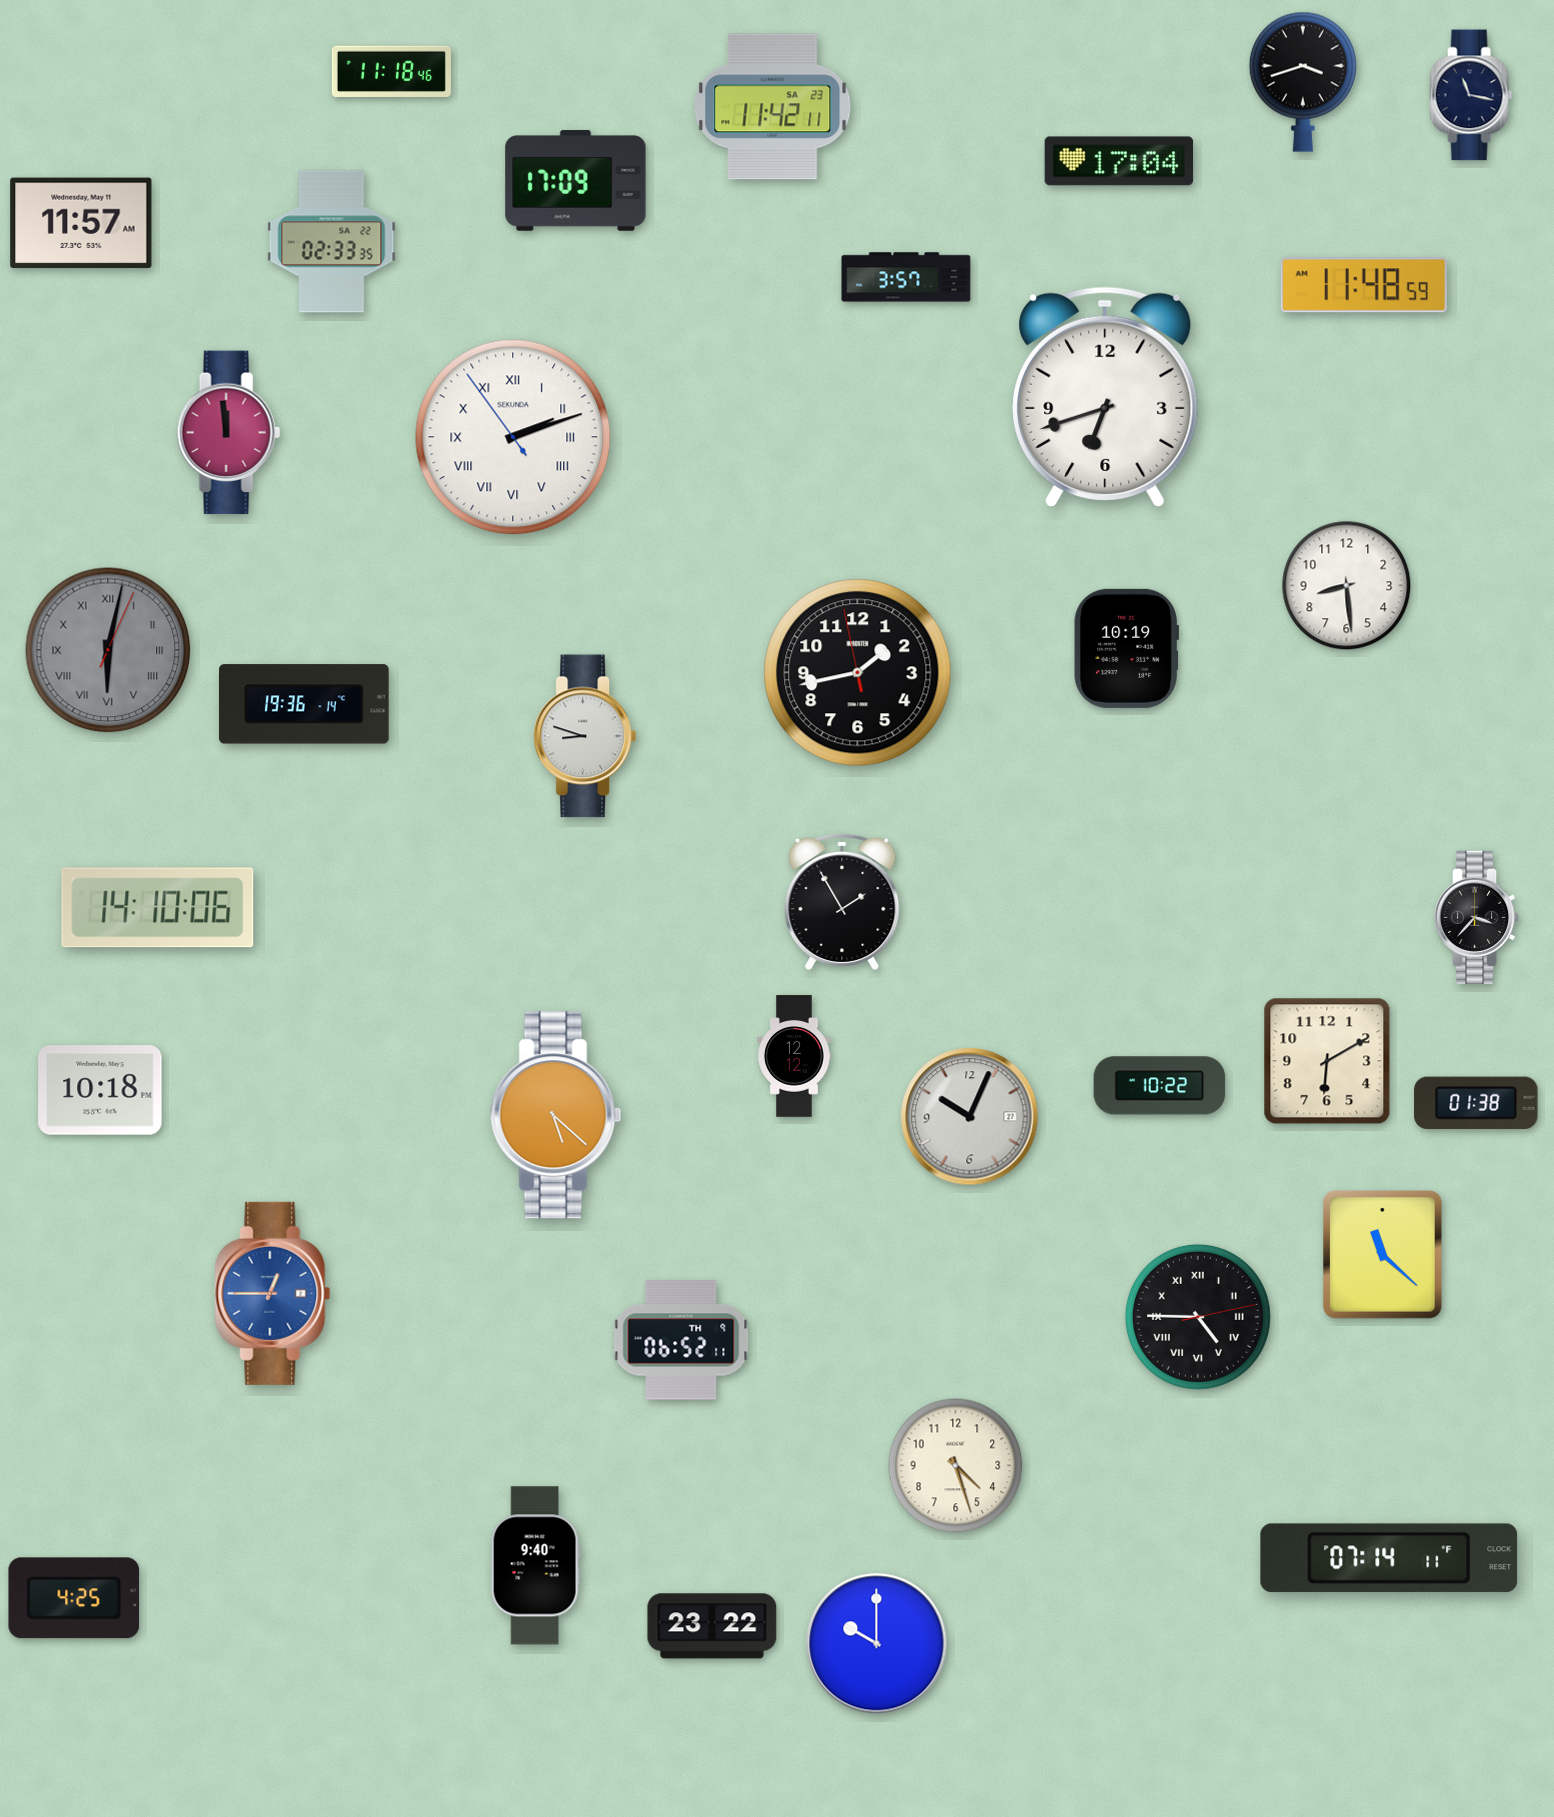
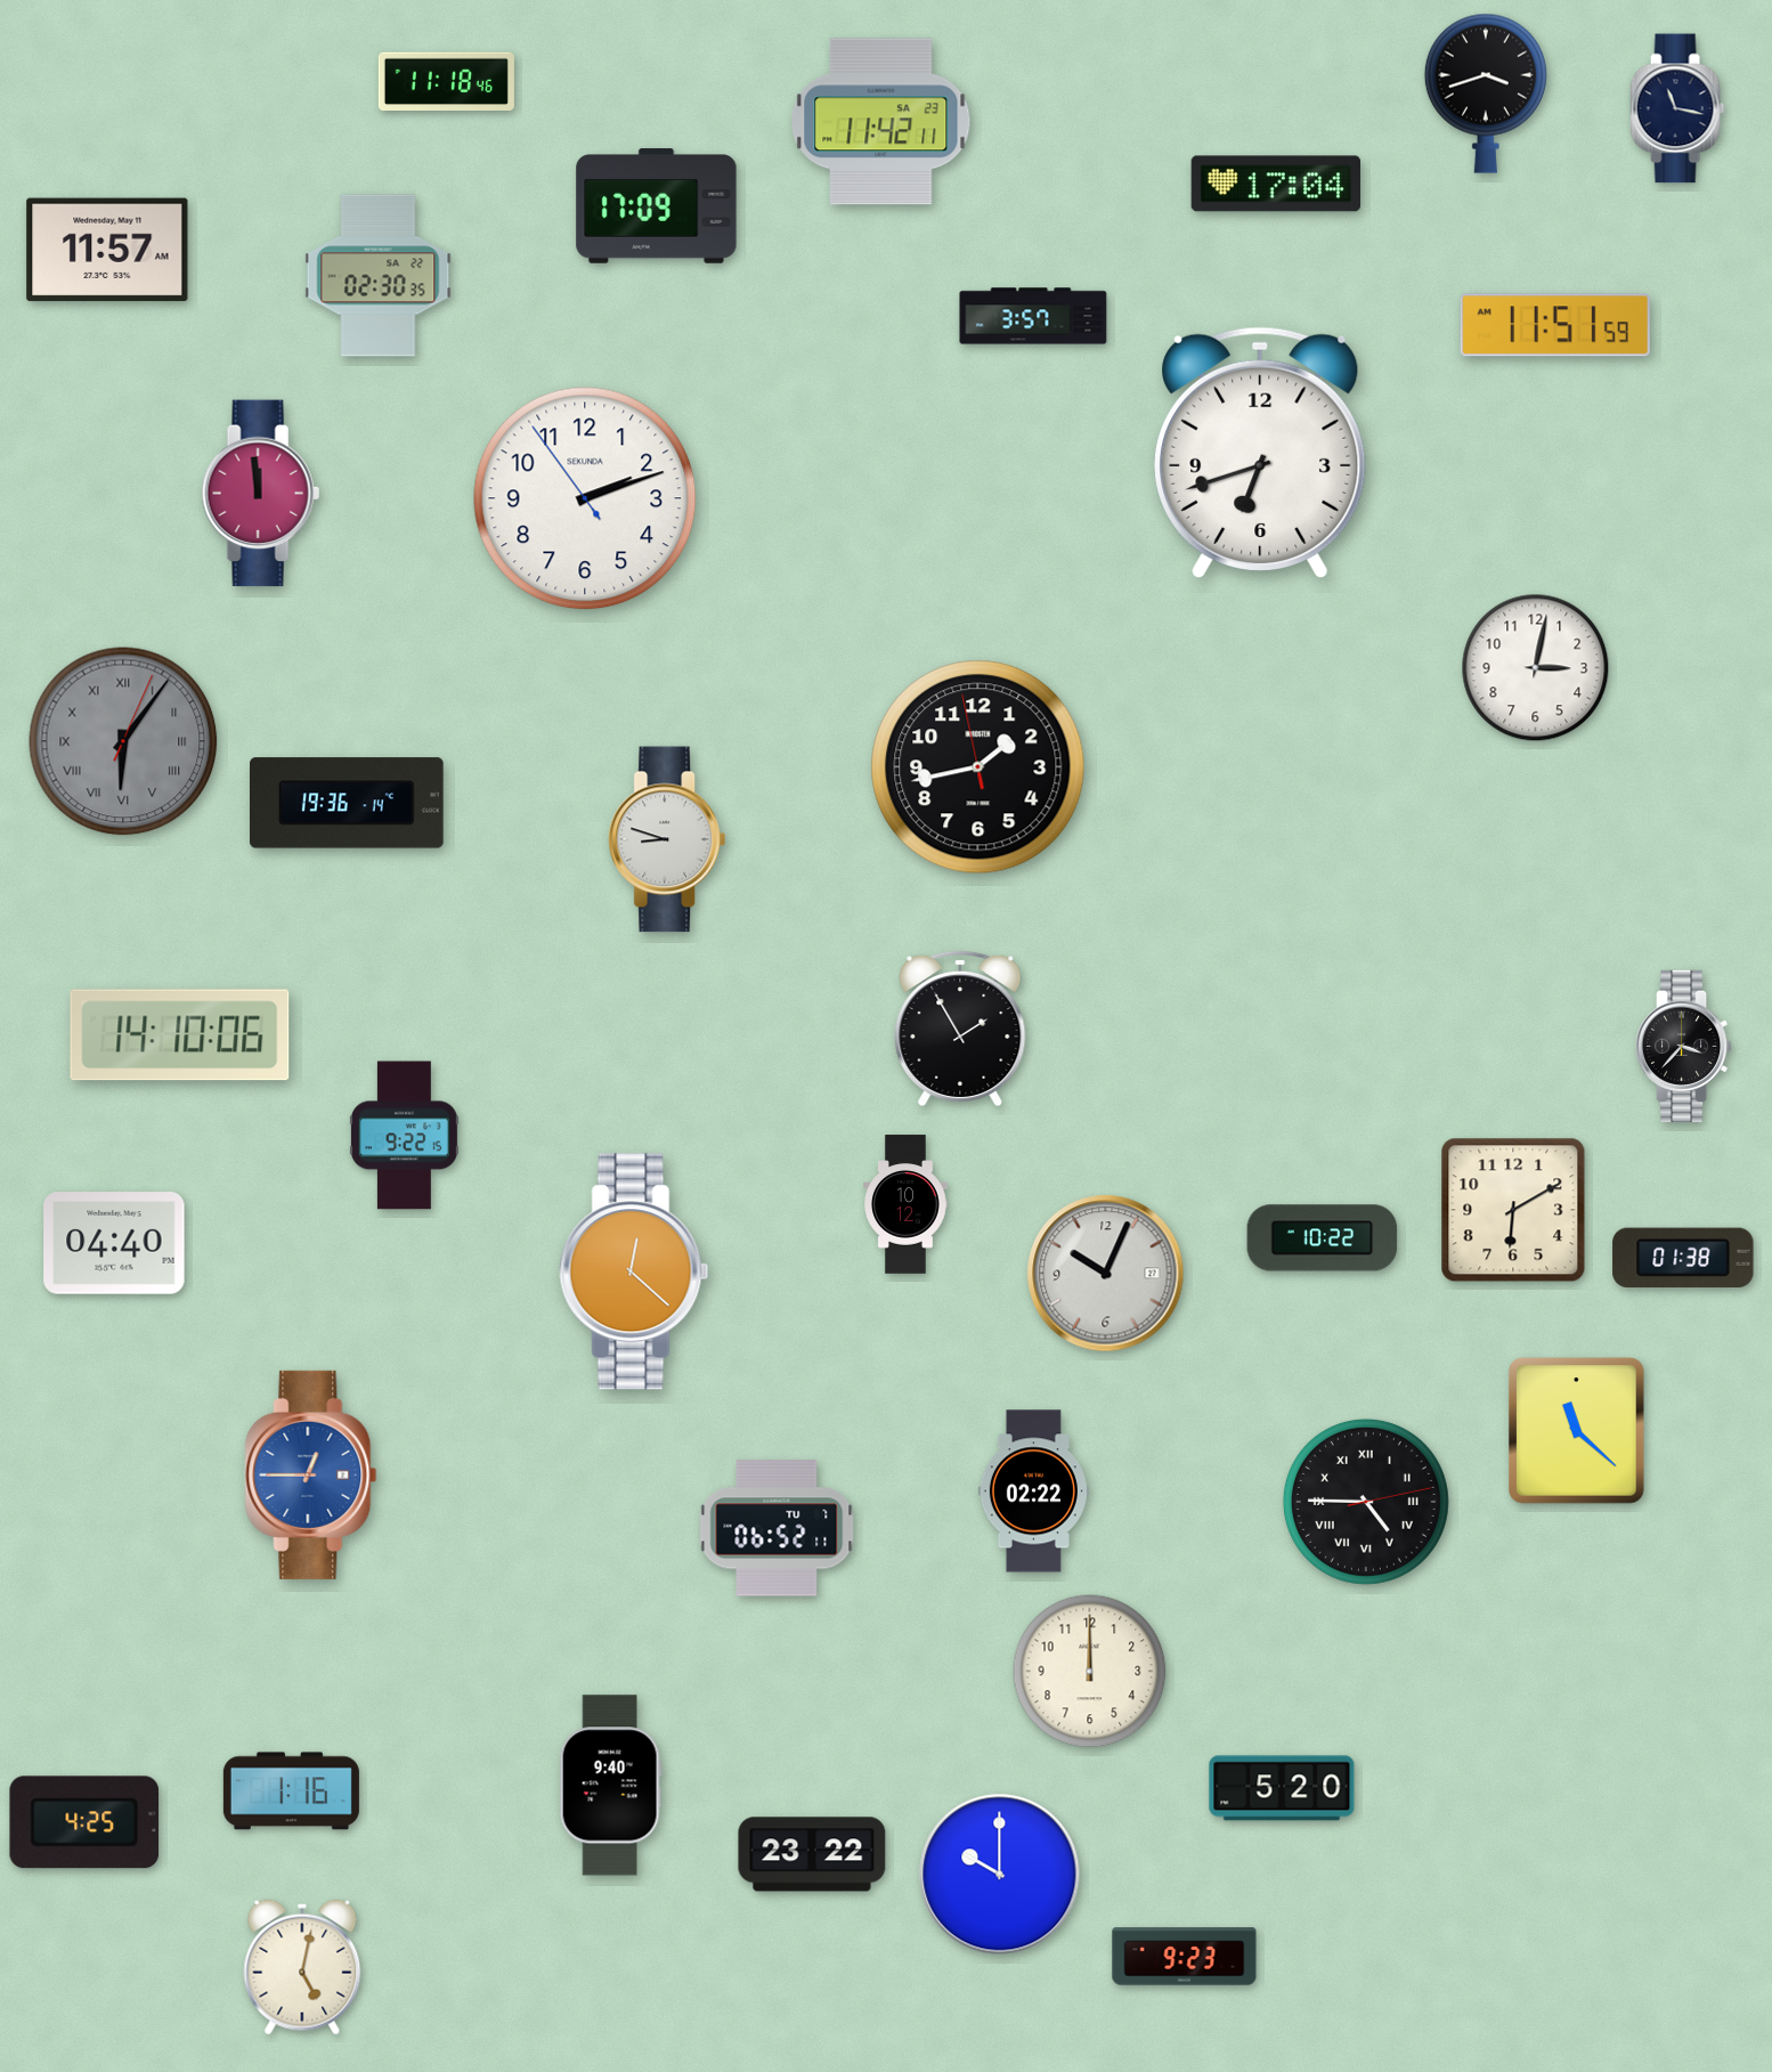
clock at (81, 223) position: (81, 223) -> (107, 250)
clock at (332, 242): 02:33 -> 02:30
clock at (1364, 285): 11:48 -> 11:51
clock at (513, 437) numerals: Roman -> Arabic
clock at (1347, 586): 8:29 -> 3:02
clock at (1126, 648): 10:19 -> none
clock at (108, 650): 6:02 -> 6:06
clock at (404, 1136): none -> 9:22
clock at (794, 1056): 12:12 -> 10:12
clock at (100, 1090): 10:18 -> 04:40
clock at (556, 1115): 5:22 -> 12:22
clock at (1033, 1492): none -> 02:22
clock at (681, 1340) date: TH 9 -> TU 7
clock at (956, 1466): 4:27 -> 12:00
clock at (1389, 1558): 07:14 -> none
clock at (1282, 1788): none -> 5:20
clock at (291, 1791): none -> 1:16
clock at (1185, 1957): none -> 9:23
clock at (302, 1967): none -> 5:02
